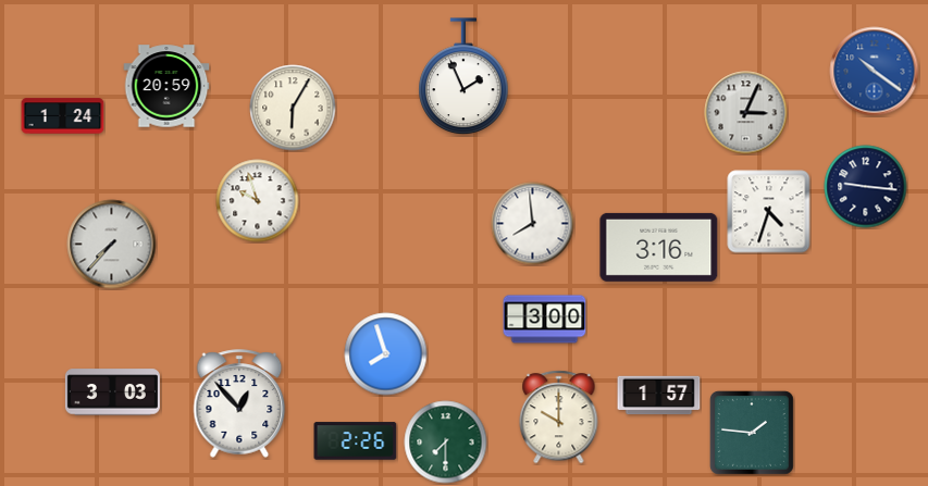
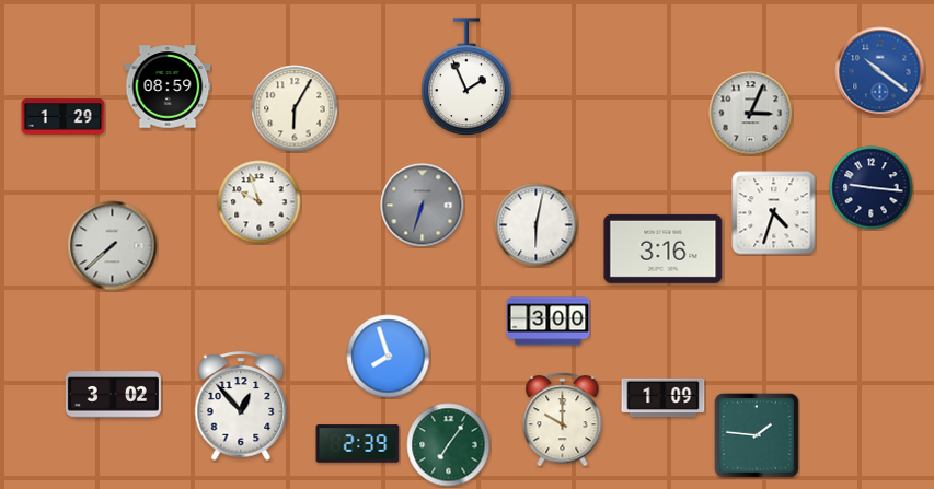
clock at (166, 86): 20:59 -> 08:59
clock at (63, 116): 1:24 -> 1:29
clock at (423, 206): none -> 6:33
clock at (533, 224): 7:59 -> 6:02
clock at (112, 245): 7:37 -> 7:38
clock at (112, 392): 3:03 -> 3:02
clock at (659, 396): 1:57 -> 1:09
clock at (356, 441): 2:26 -> 2:39
clock at (446, 443): 7:30 -> 7:06
